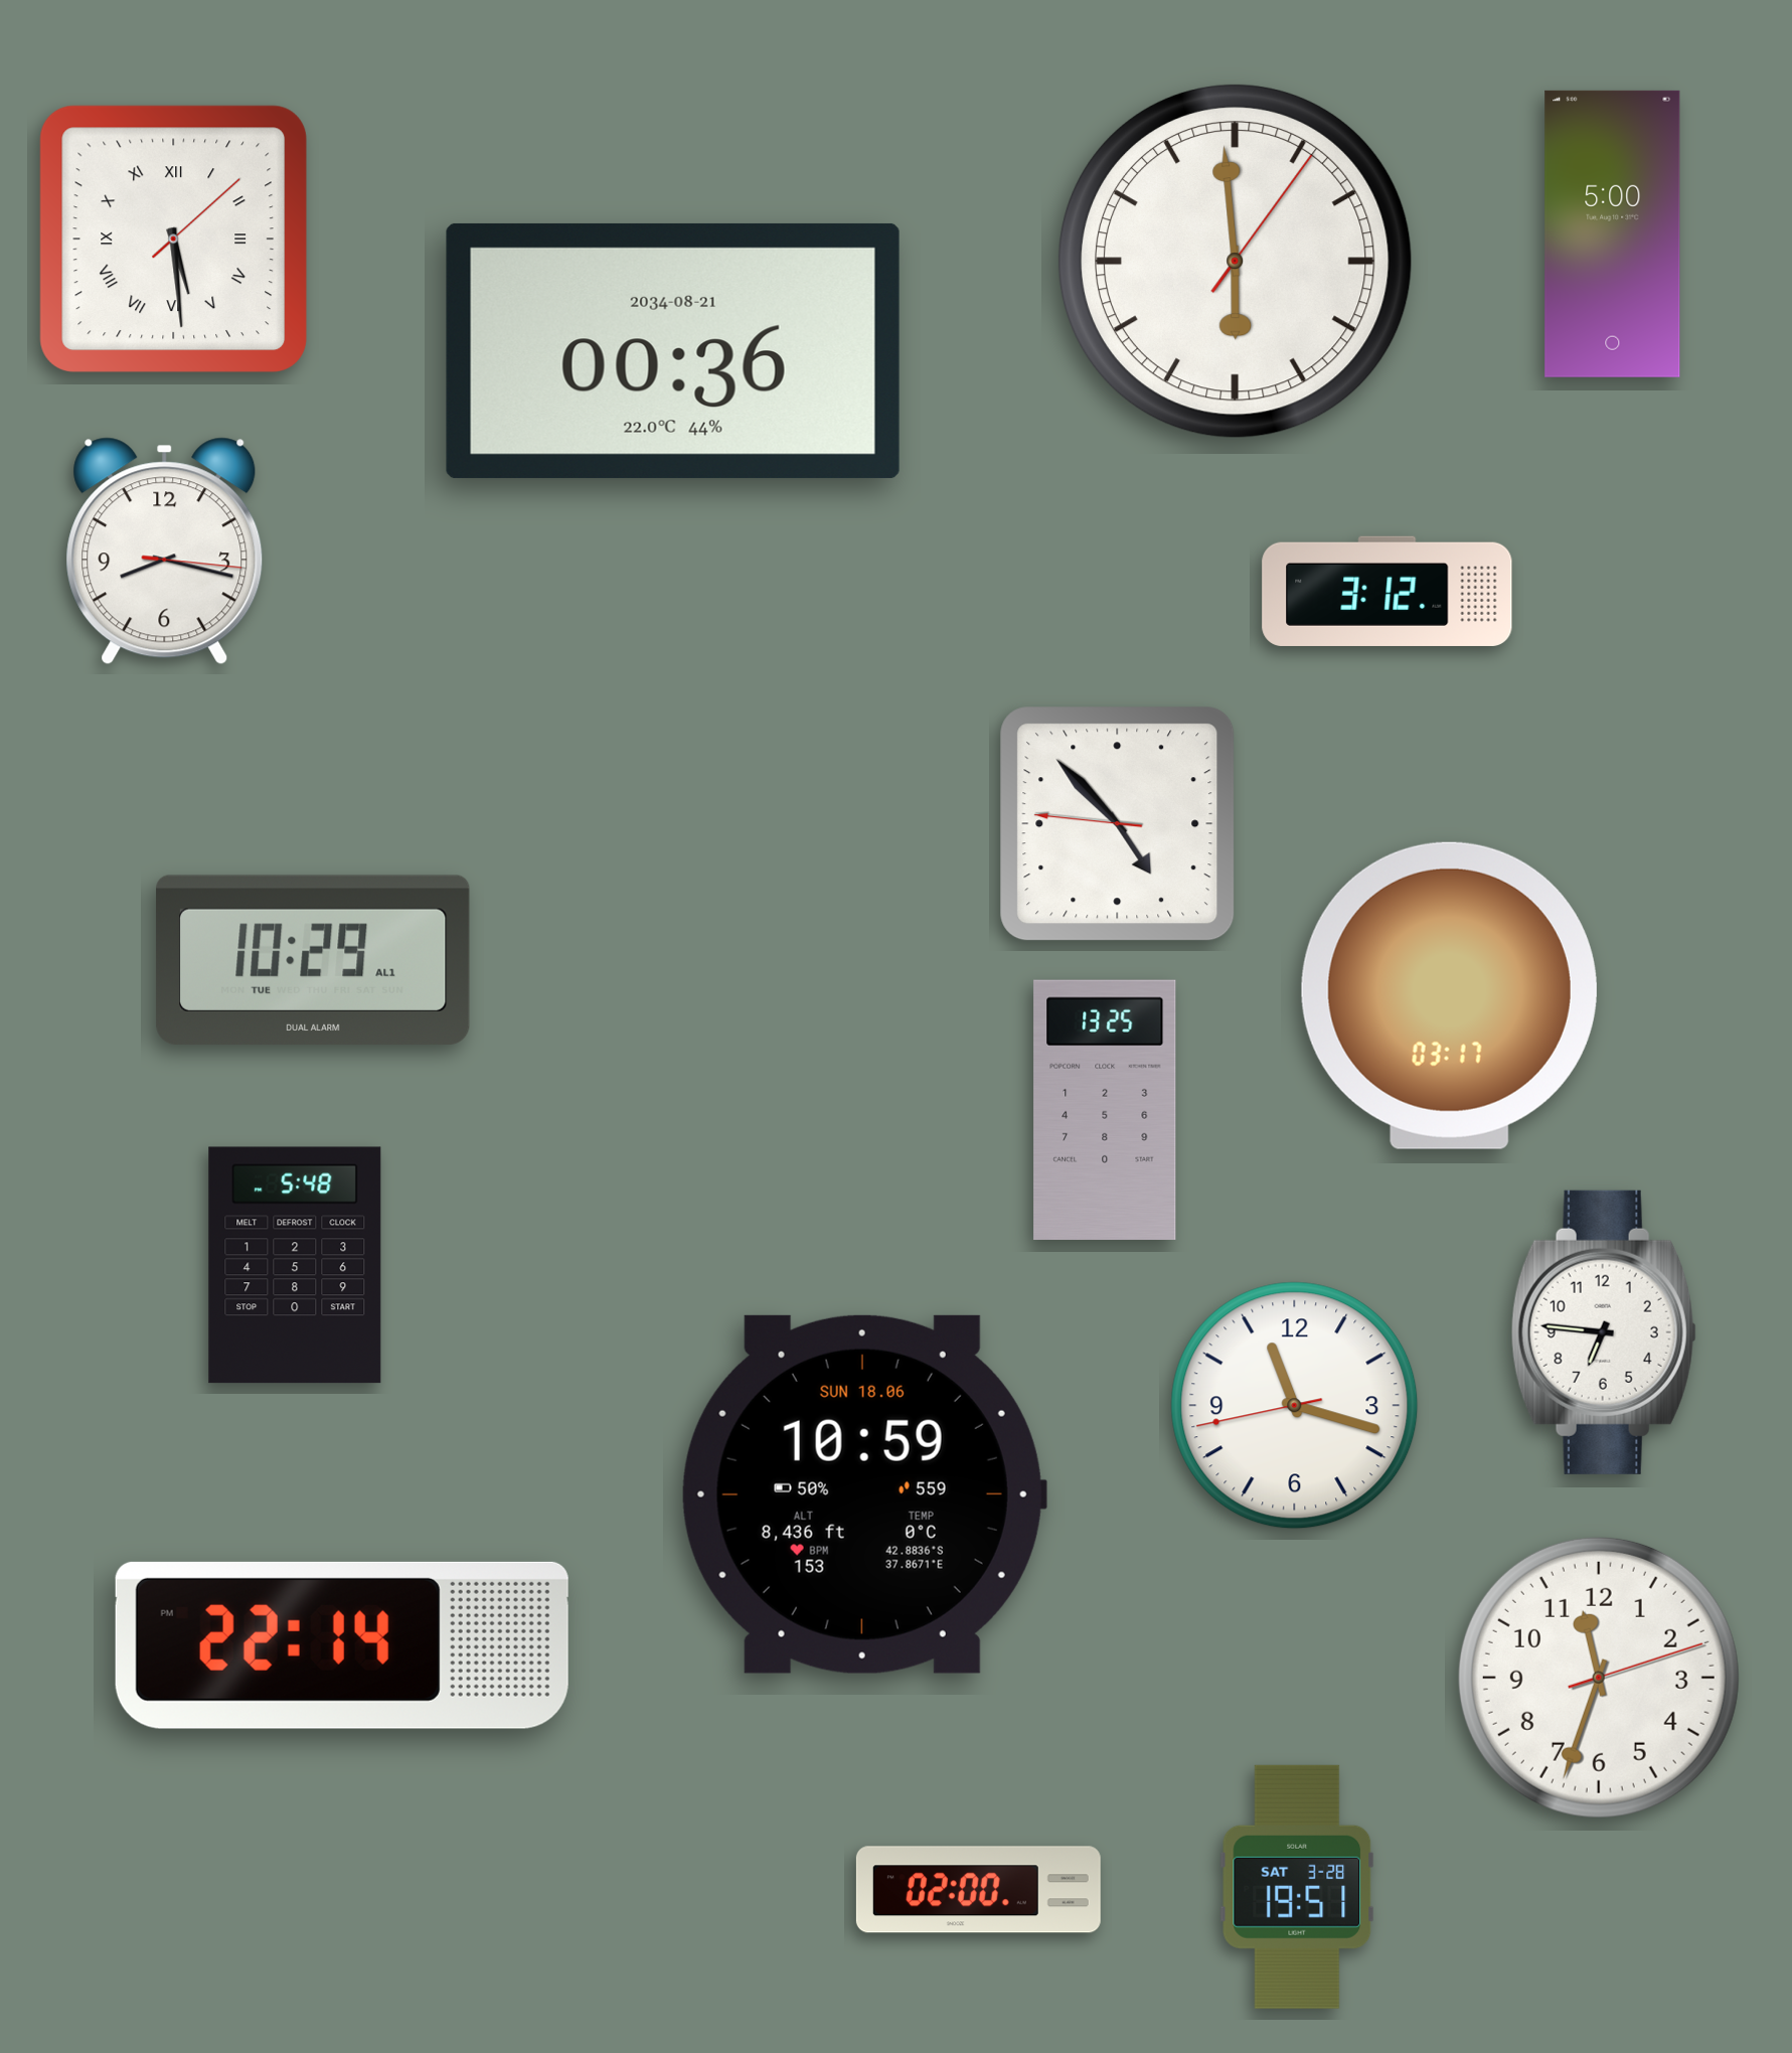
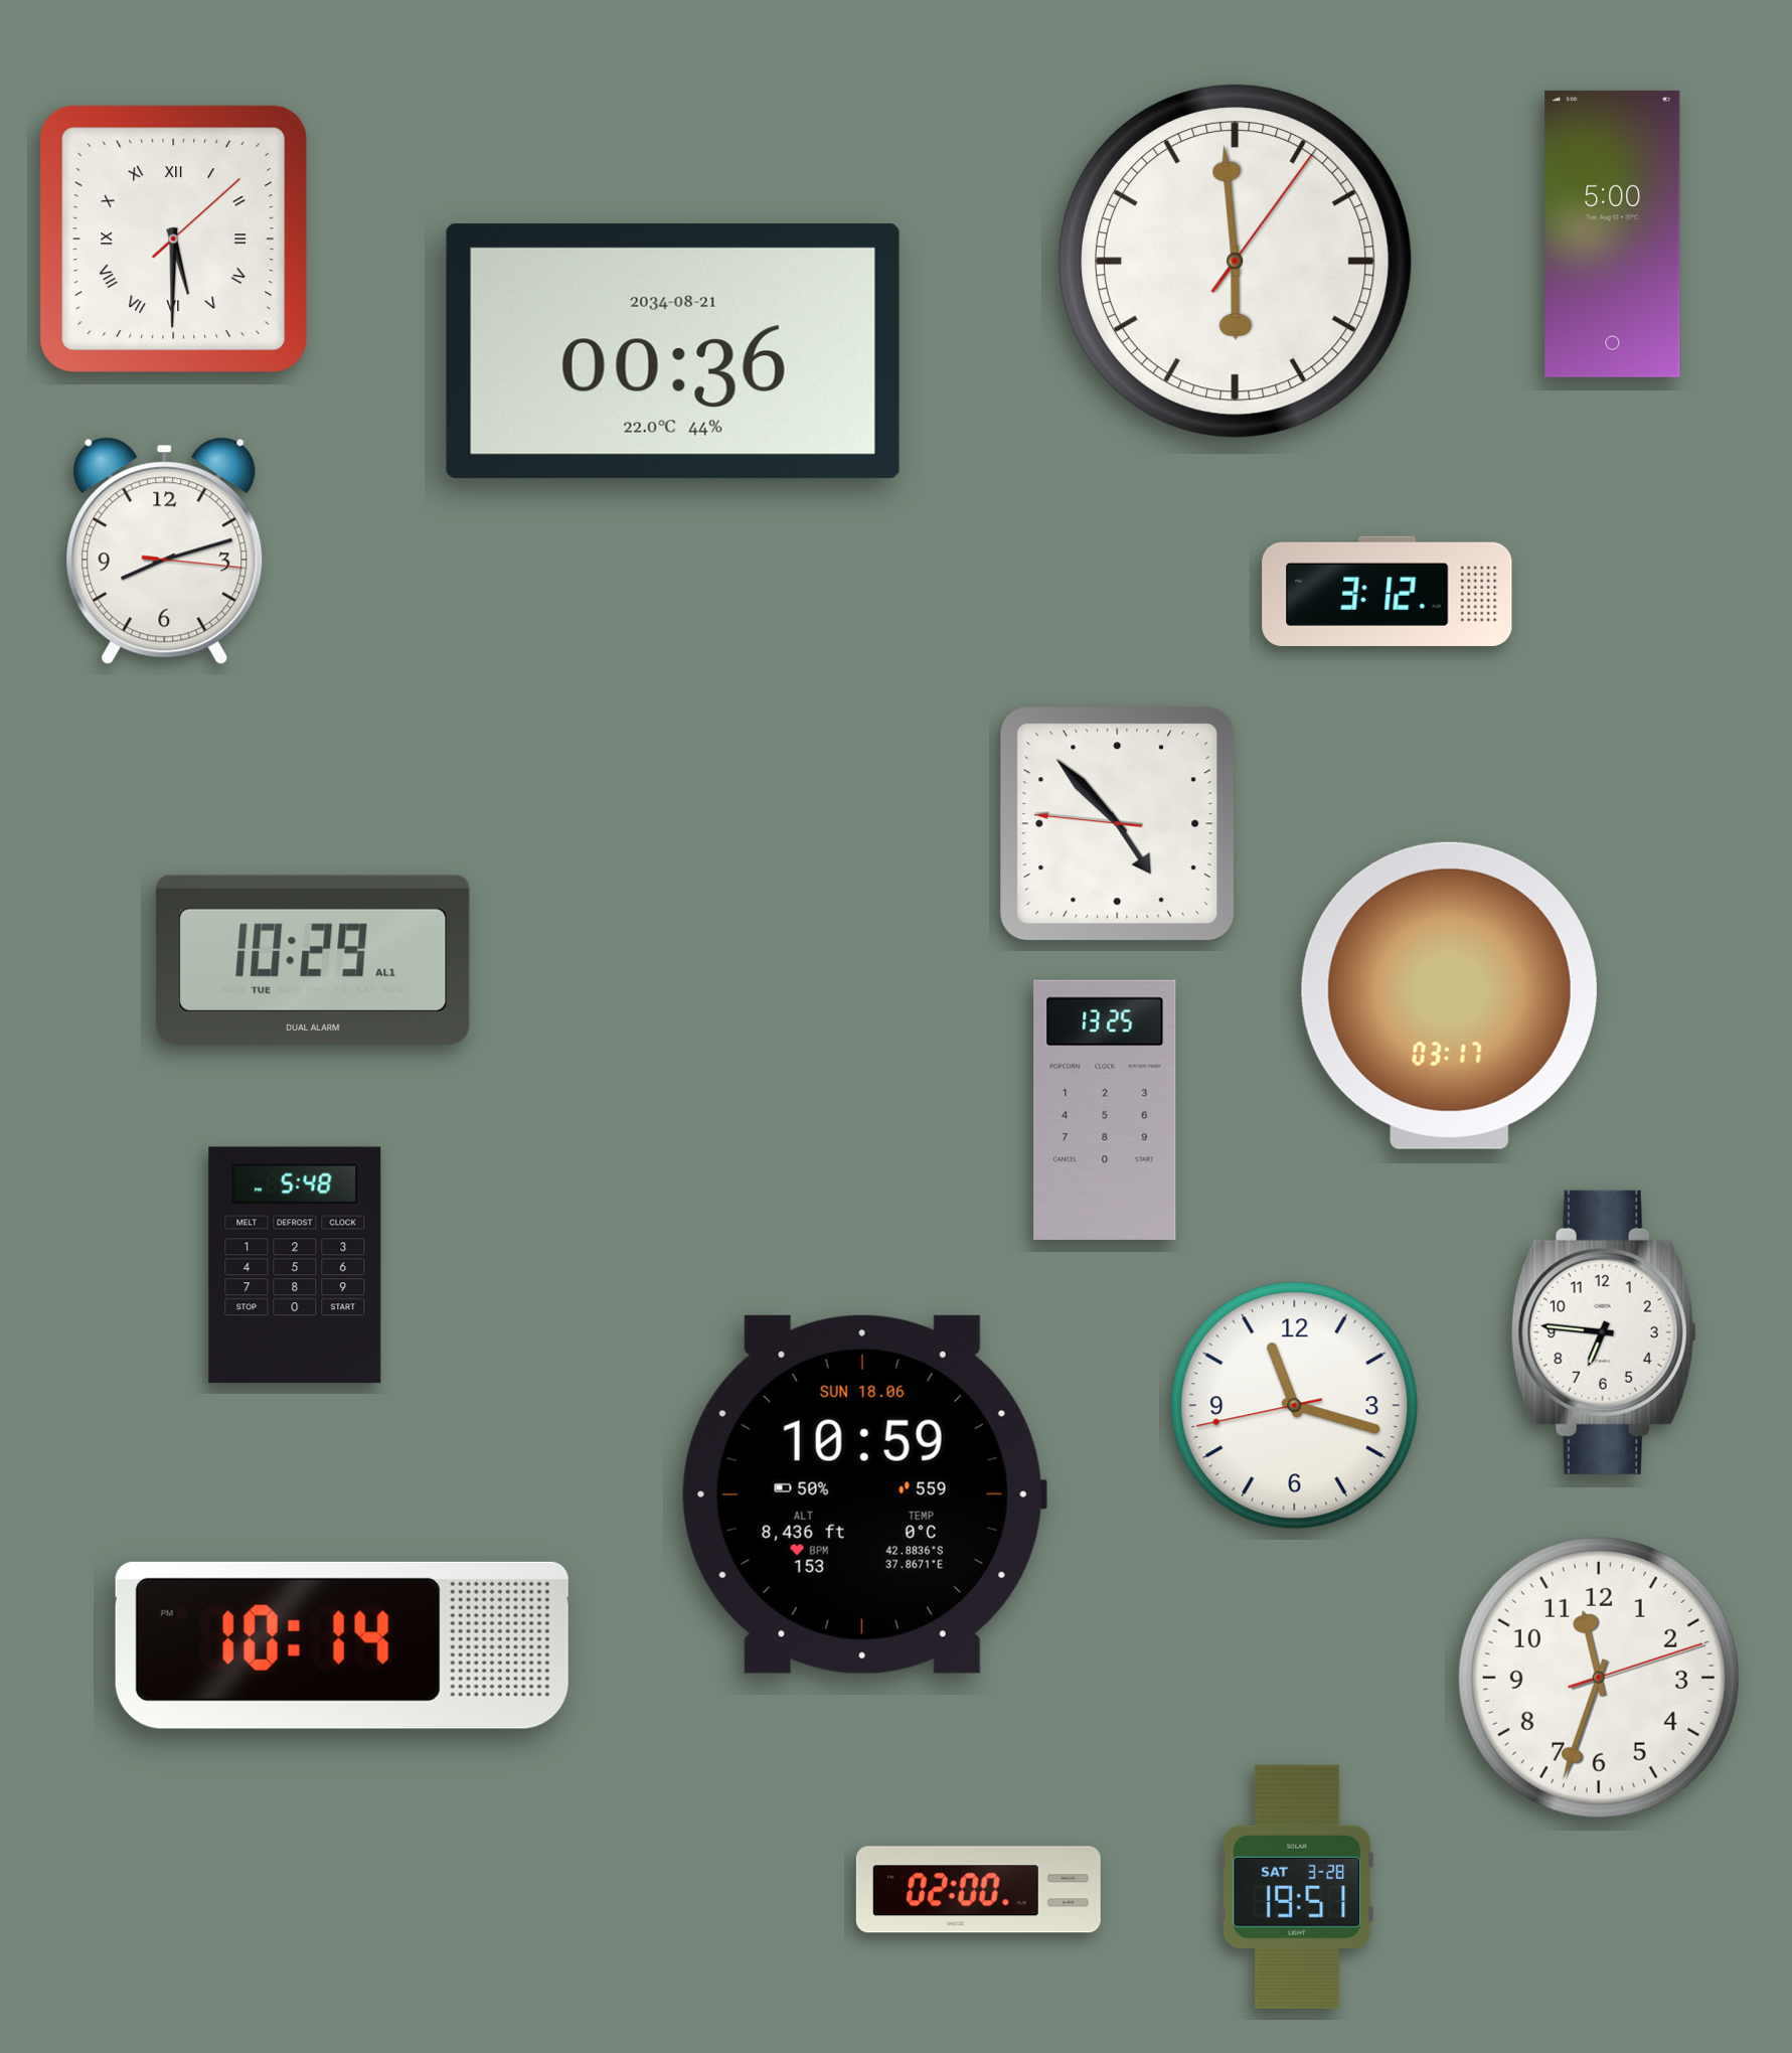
clock at (173, 239): 5:29 -> 5:30
clock at (165, 551): 8:17 -> 8:12
clock at (342, 1645): 22:14 -> 10:14
